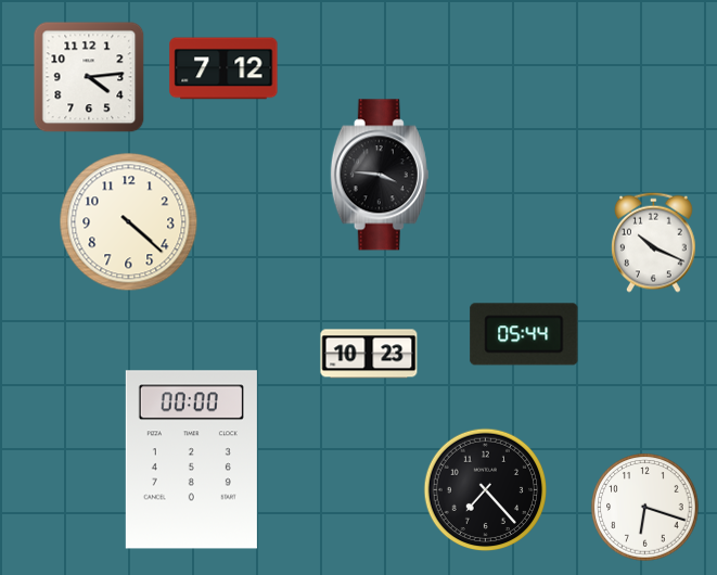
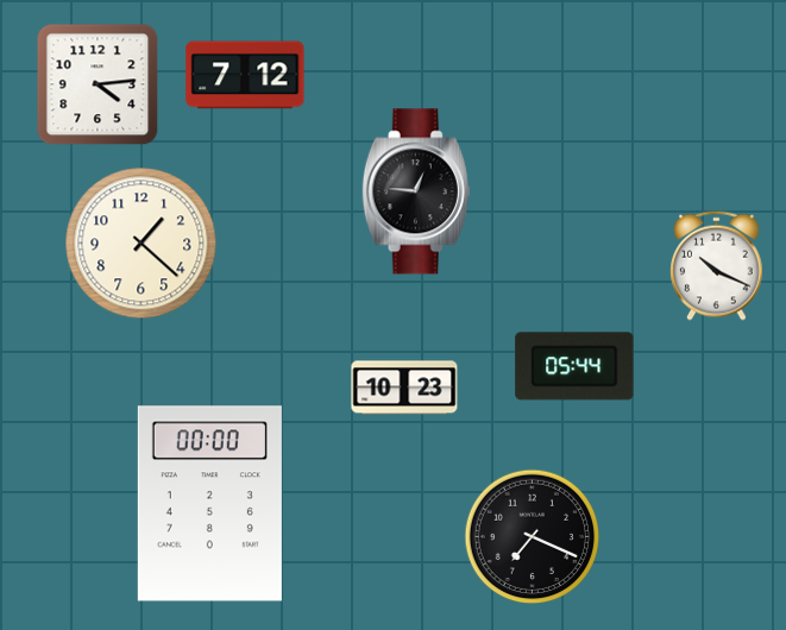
clock at (380, 175): 3:46 -> 12:46
clock at (129, 222): 4:22 -> 1:22
clock at (486, 490): 7:23 -> 7:19
clock at (645, 508): 6:18 -> none
